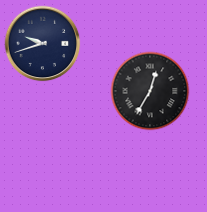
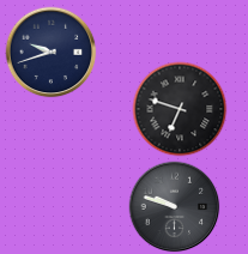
clock at (150, 91): 12:35 -> 6:48
clock at (175, 207): none -> 9:48
